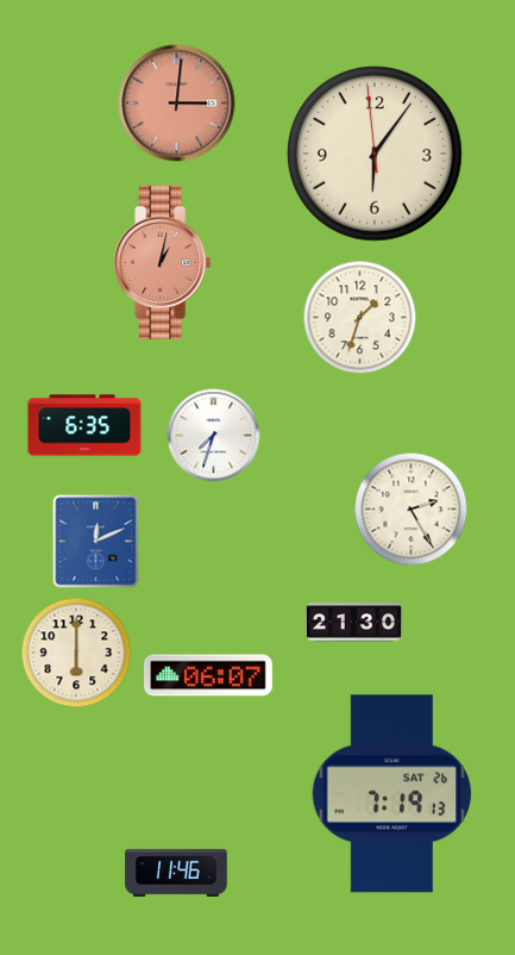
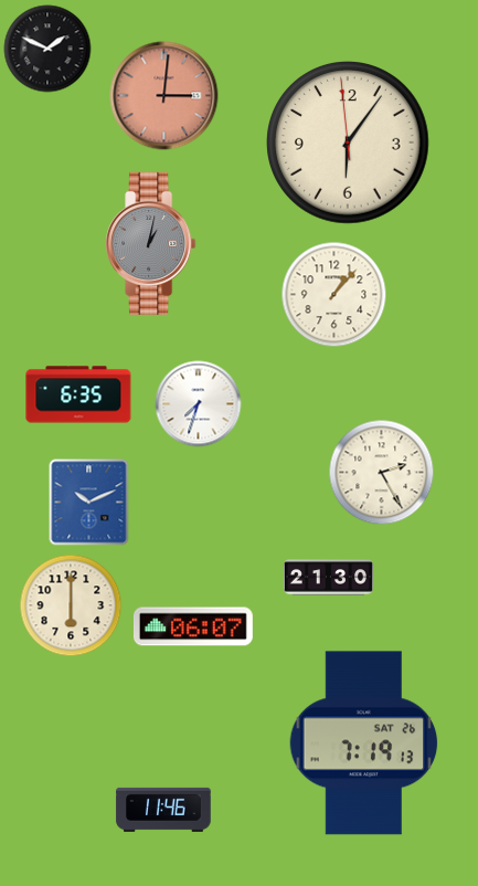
clock at (47, 49): none -> 1:49
clock at (163, 262) dial: salmon -> grey
clock at (360, 318): 1:33 -> 1:07
clock at (96, 542): 12:11 -> 10:11
clock at (392, 794) position: (392, 794) -> (364, 743)
